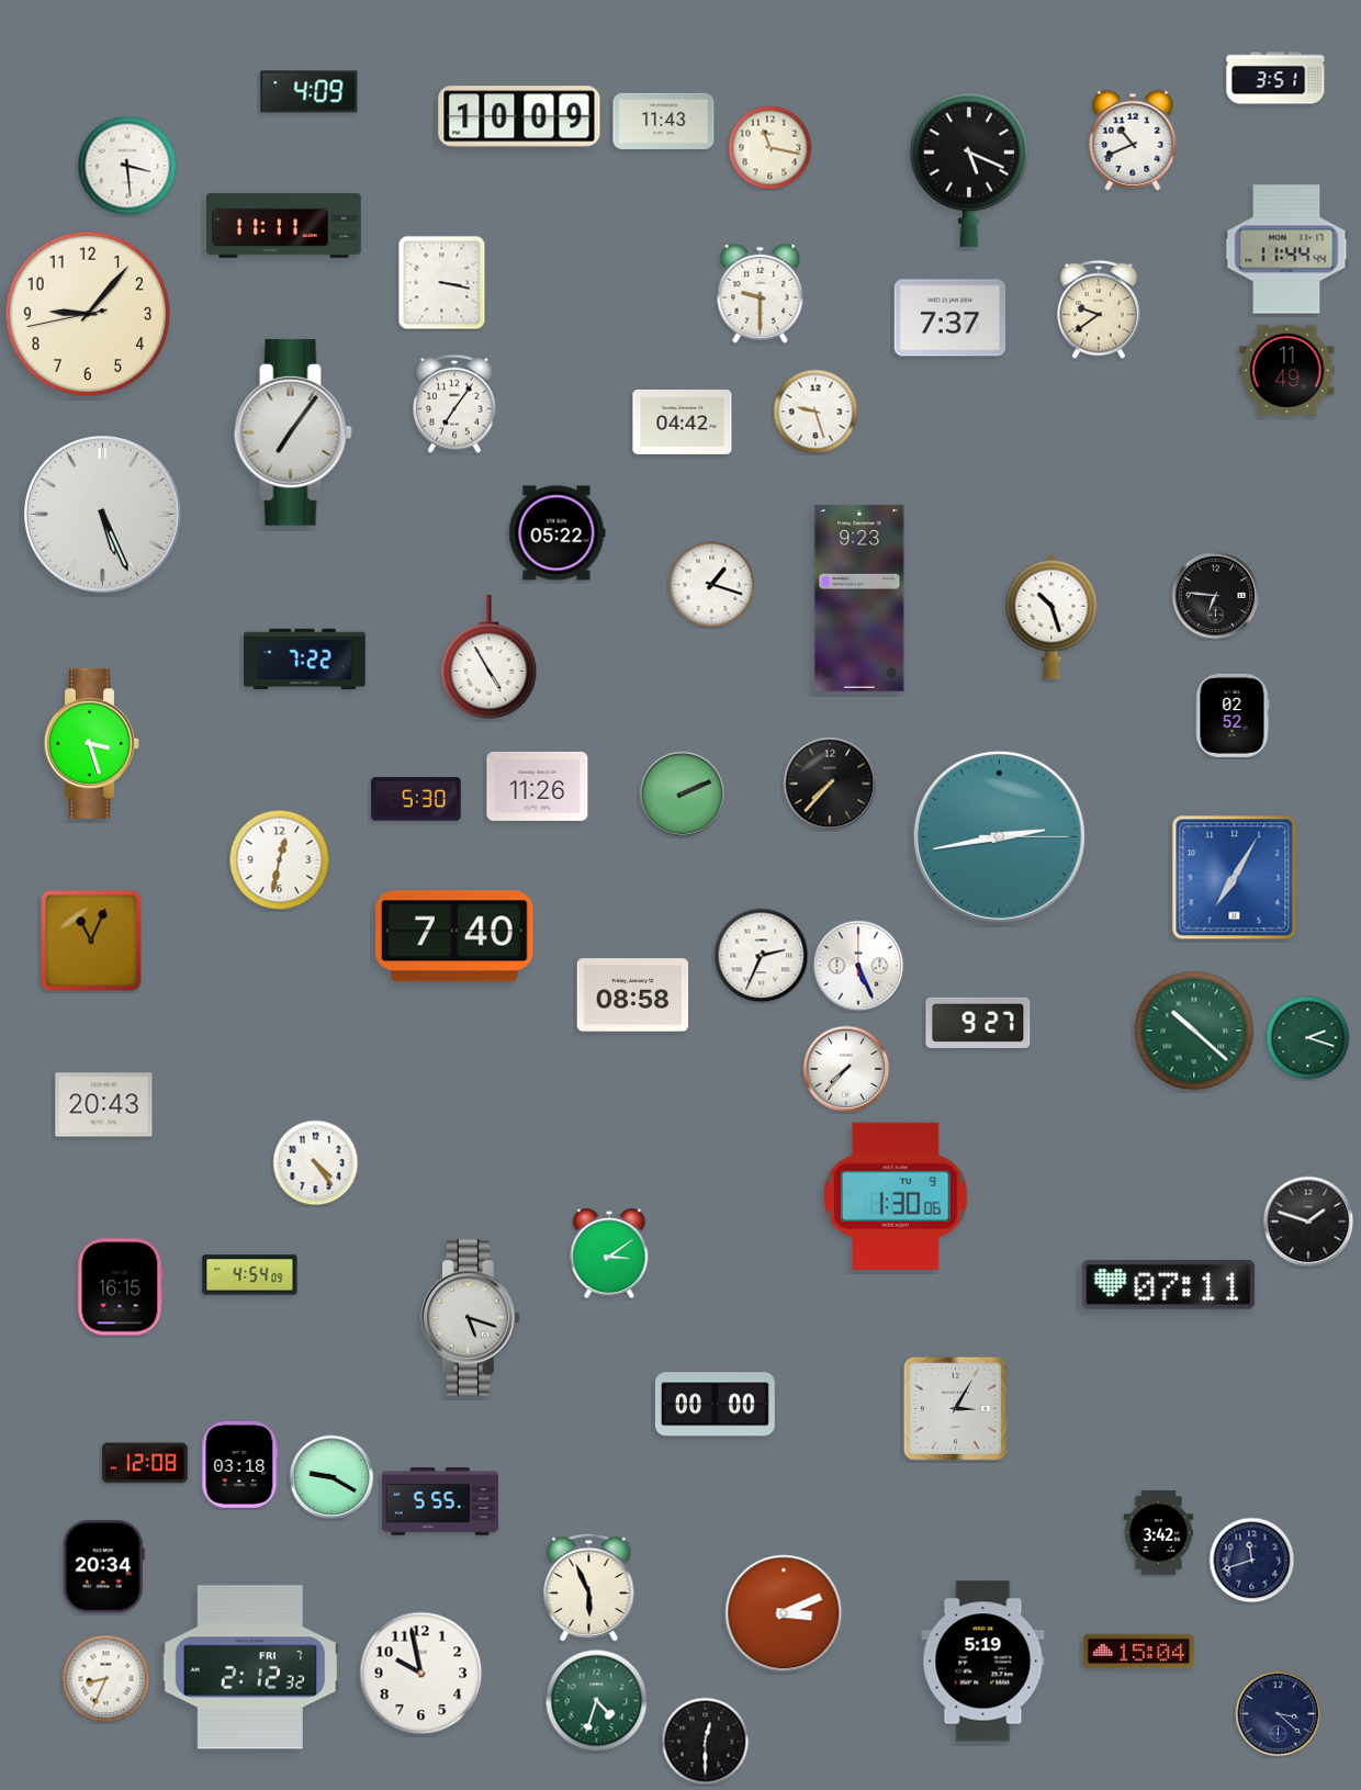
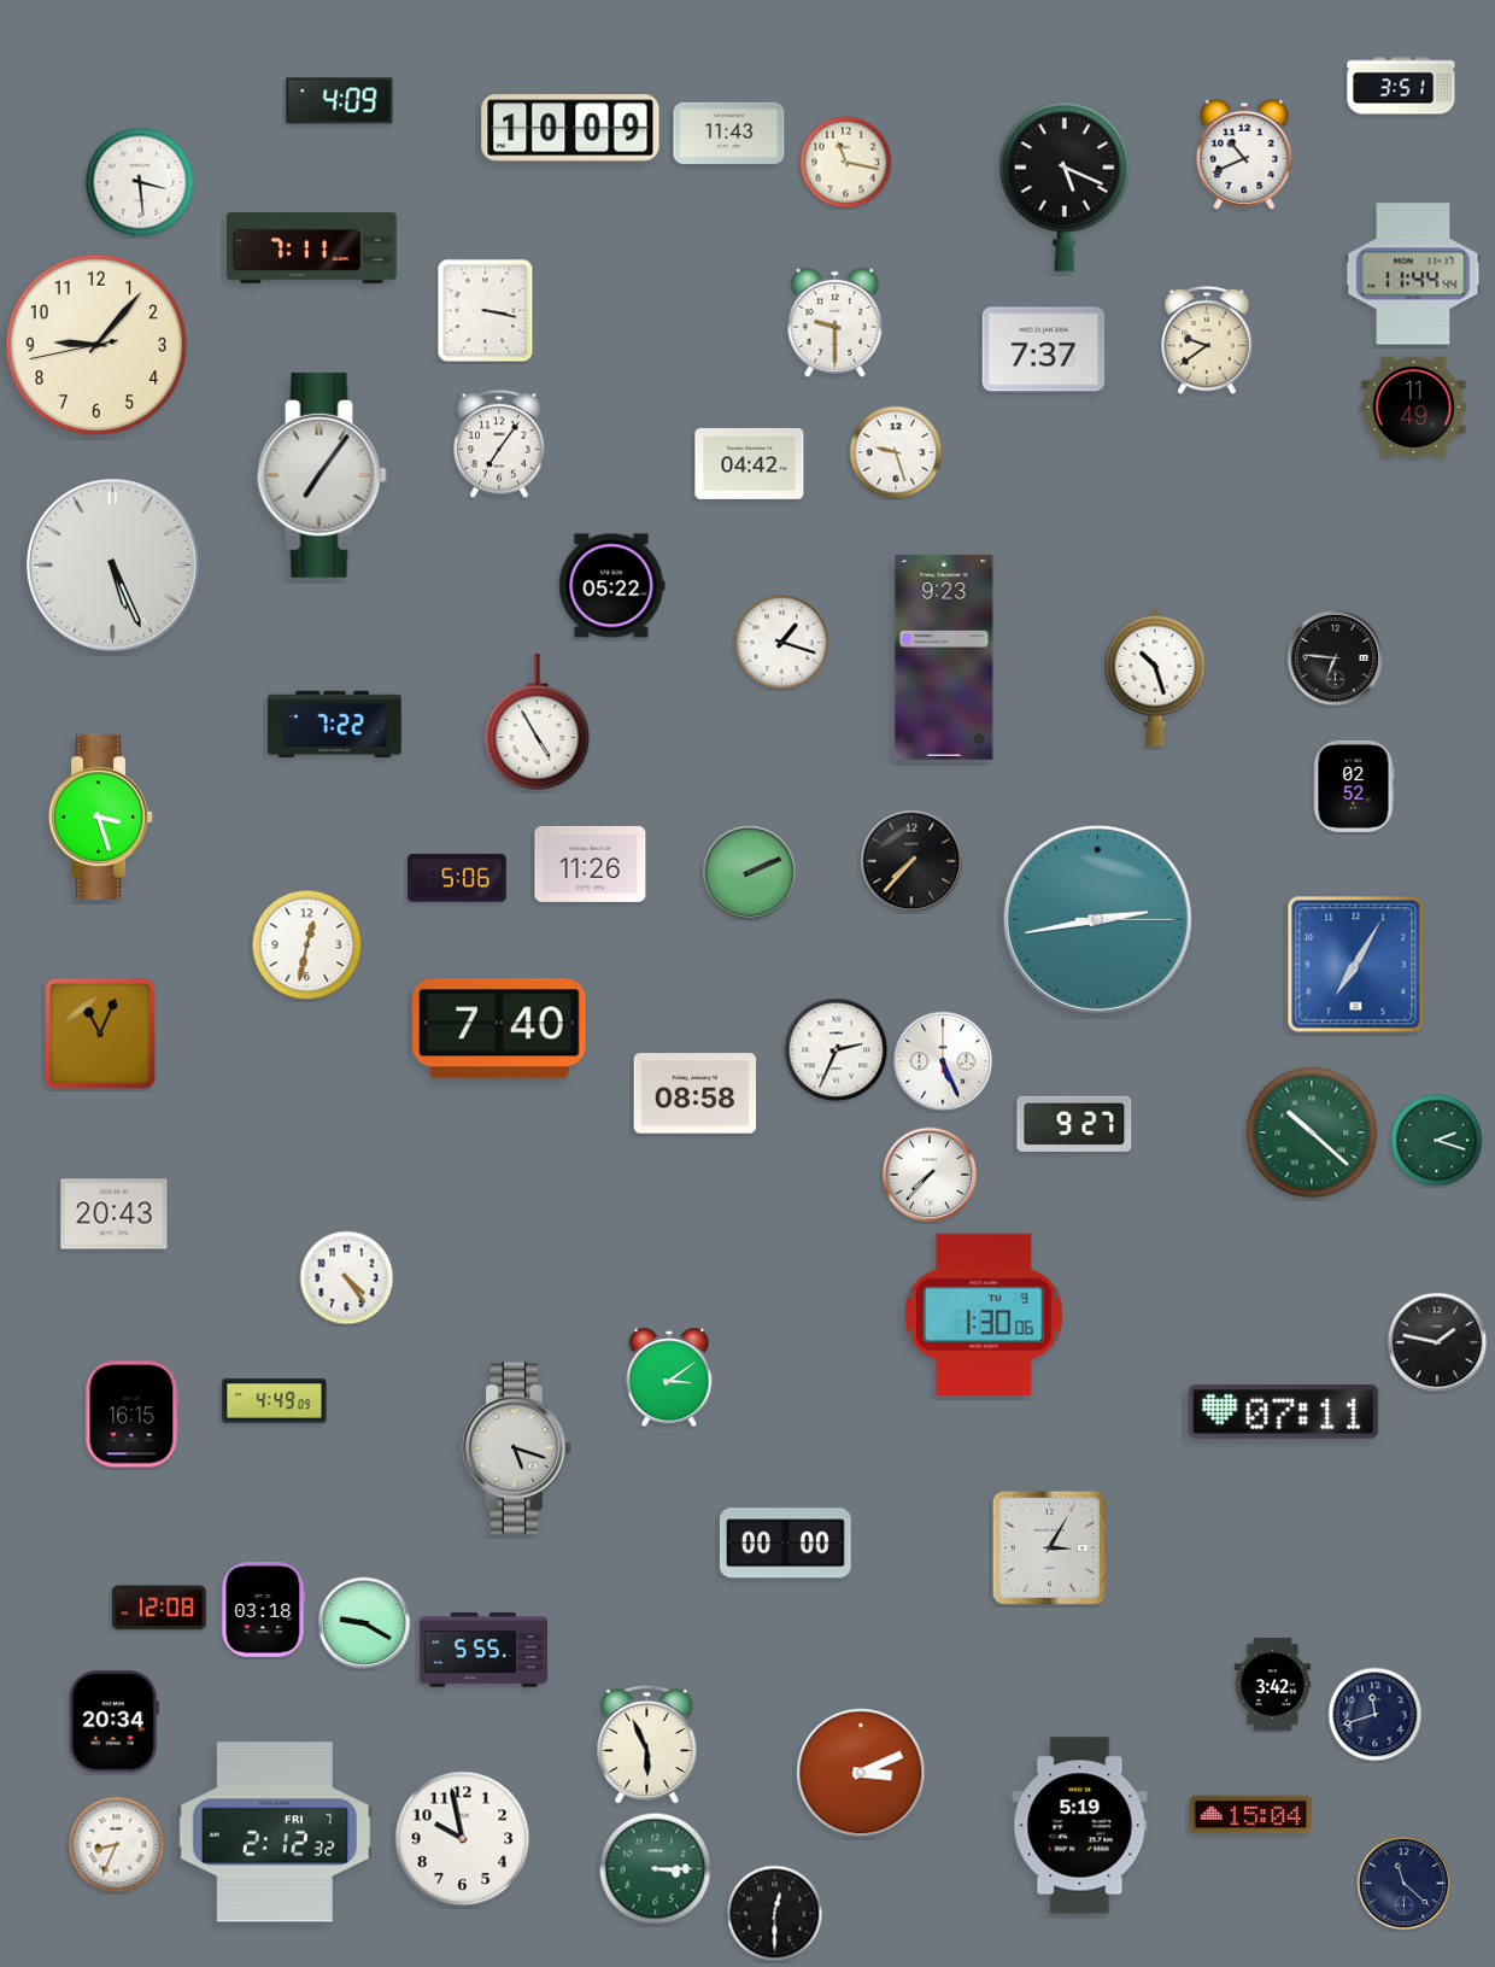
clock at (284, 225): 11:11 -> 7:11
clock at (1216, 596) position: (1216, 596) -> (1336, 658)
clock at (416, 799): 5:30 -> 5:06
clock at (1308, 1222): 1:48 -> 1:47
clock at (250, 1275): 4:54 -> 4:49
clock at (597, 1701): 4:33 -> 3:15
clock at (1279, 1714): 3:22 -> 11:22
